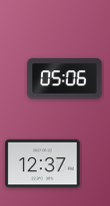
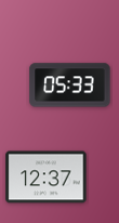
clock at (65, 79): 05:06 -> 05:33
